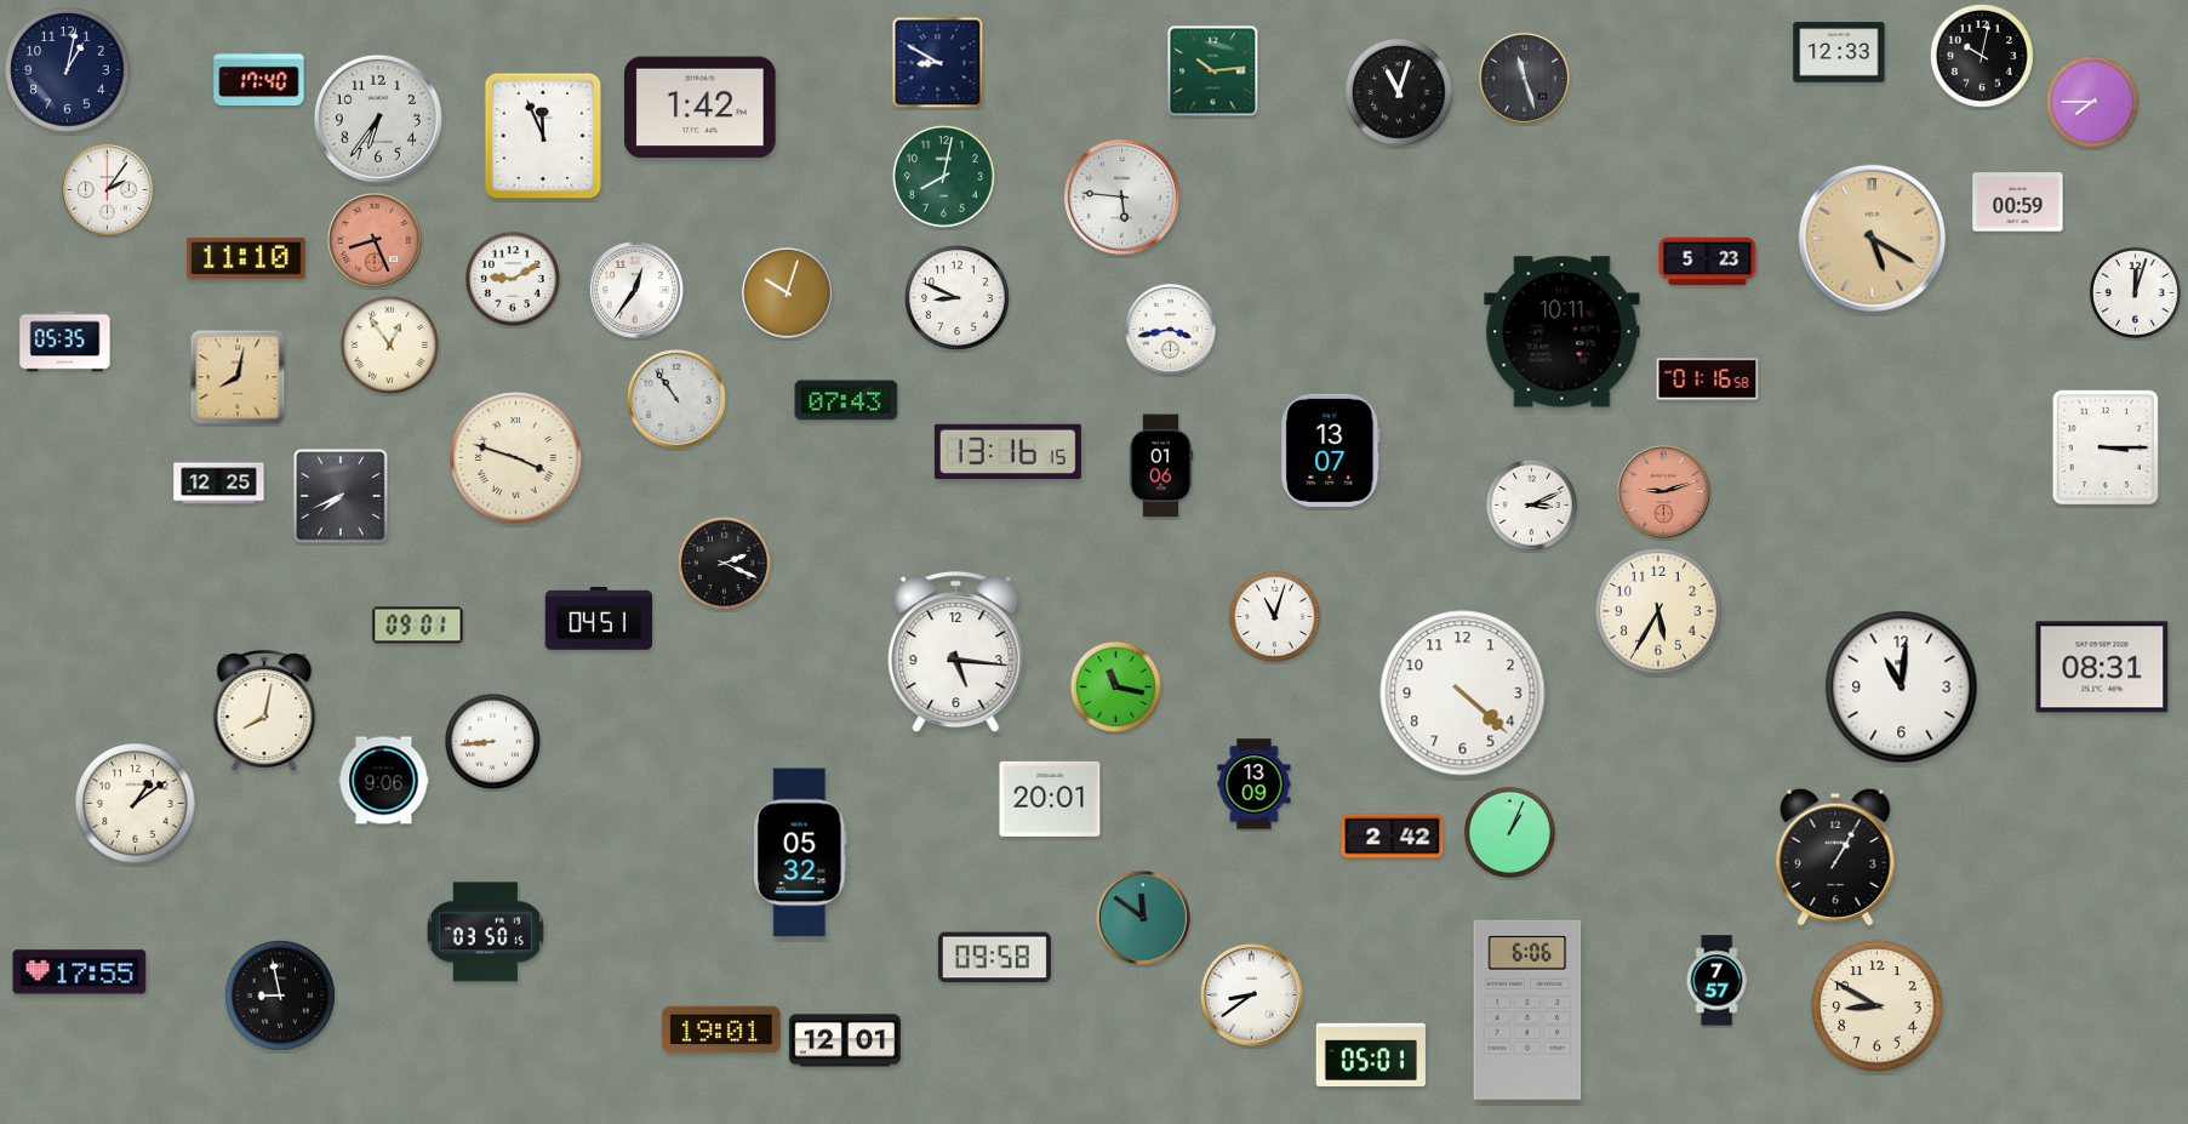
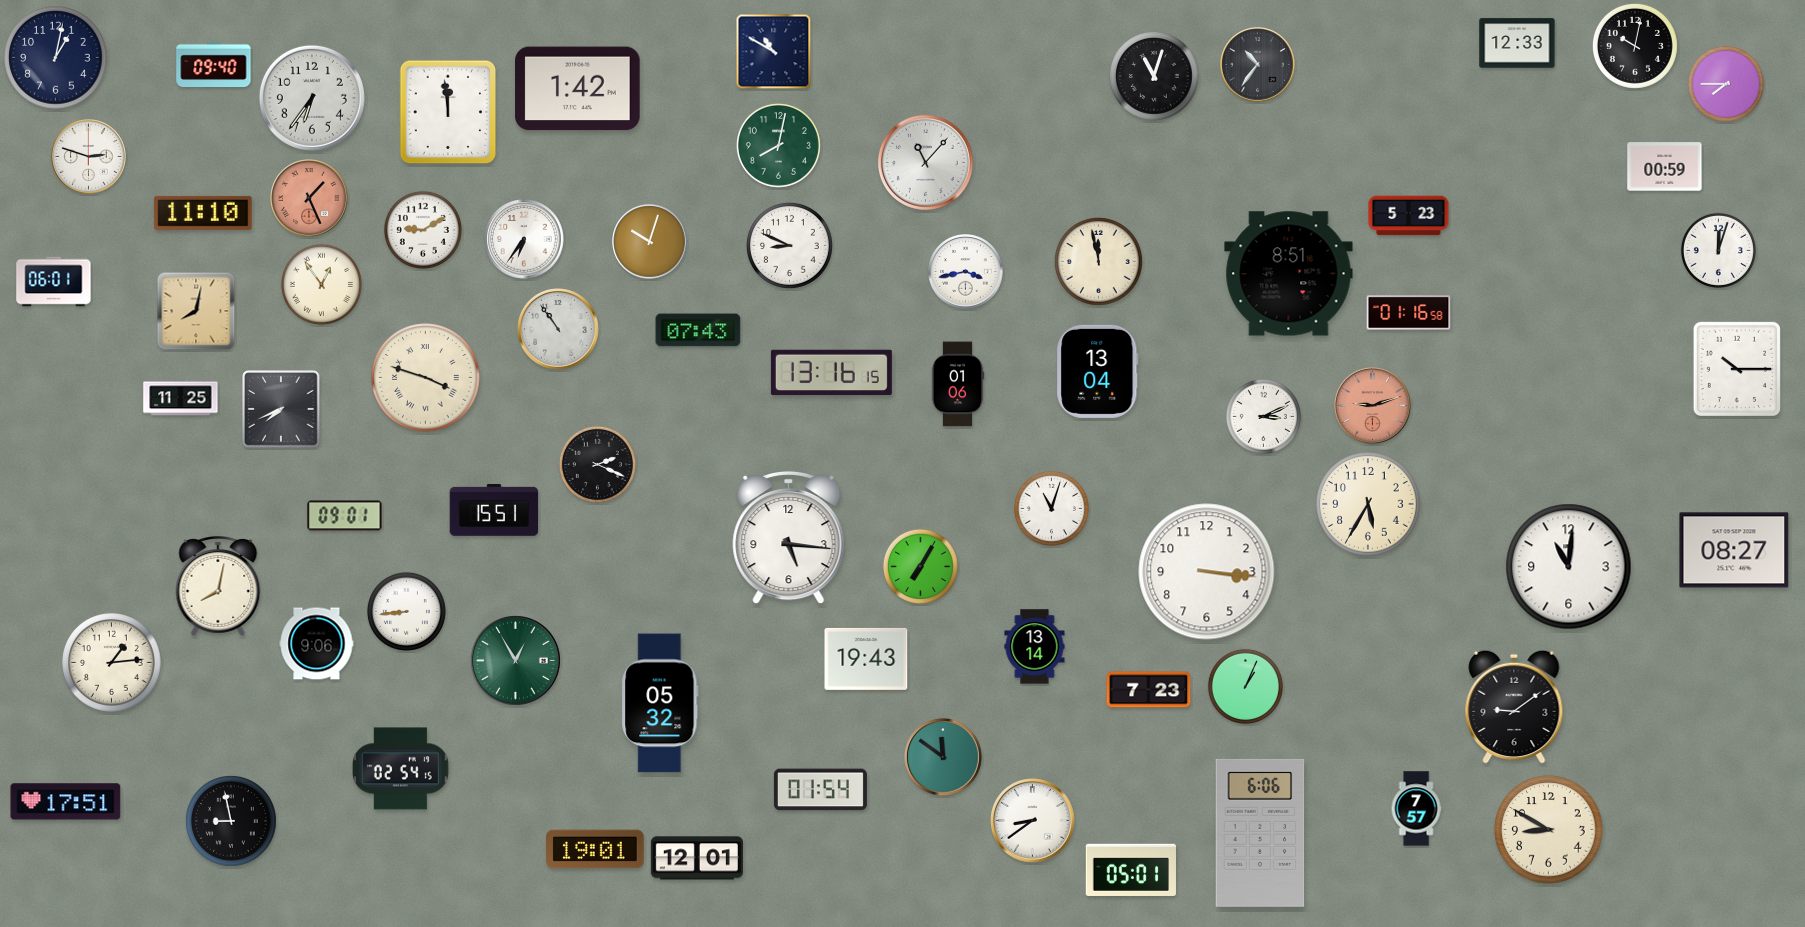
clock at (938, 63): 8:50 -> 10:50
clock at (1213, 72): 10:14 -> none
clock at (259, 79): 17:40 -> 09:40
clock at (1525, 79): 11:27 -> 10:36
clock at (543, 136): 11:56 -> 11:59
clock at (108, 190): 2:06 -> 2:48
clock at (1121, 196): 5:46 -> 11:07
clock at (1872, 238): 5:20 -> none
clock at (375, 240): 8:26 -> 1:26
clock at (635, 290): 12:36 -> 6:36
clock at (2135, 292) position: (2135, 292) -> (1718, 250)
clock at (1098, 261): none -> 11:58
clock at (1563, 332): 10:11 -> 8:51
clock at (65, 342): 05:35 -> 06:01
clock at (2106, 447): 3:15 -> 10:15
clock at (1331, 450): 13:07 -> 13:04
clock at (219, 484): 12:25 -> 11:25
clock at (599, 620): 04:51 -> 15:51
clock at (2102, 667): 08:31 -> 08:27
clock at (1115, 686): 11:17 -> 7:05
clock at (1463, 694): 4:22 -> 3:16
clock at (1255, 784): 13:09 -> 13:14
clock at (1050, 799): 20:01 -> 19:43
clock at (515, 660): none -> 12:55
clock at (136, 804): 1:09 -> 1:14
clock at (1393, 837): 2:42 -> 7:23
clock at (1835, 857): 1:05 -> 9:09
clock at (486, 932): 03:50 -> 02:54
clock at (994, 958): 09:58 -> 01:54
clock at (80, 972): 17:55 -> 17:51
